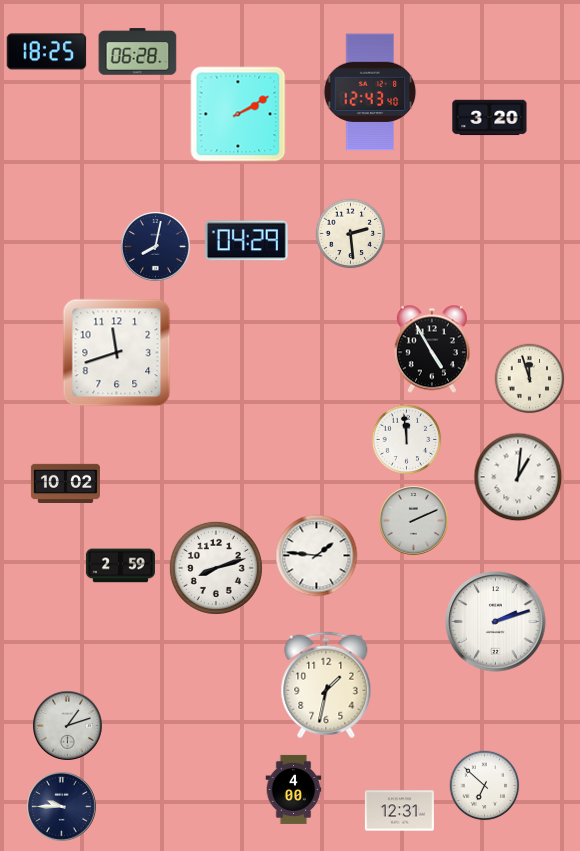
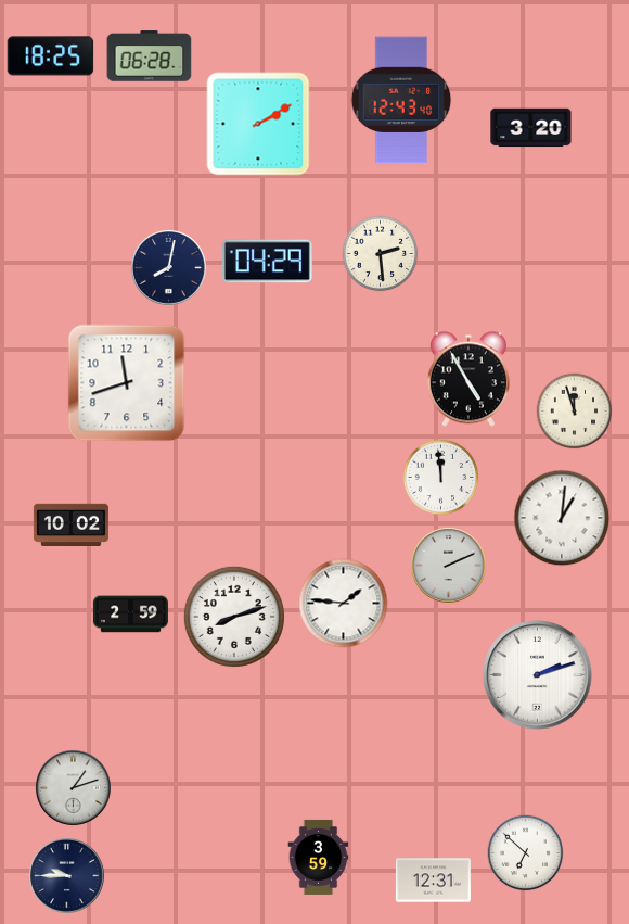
clock at (326, 685): 1:32 -> none
clock at (294, 789): 4:00 -> 3:59
